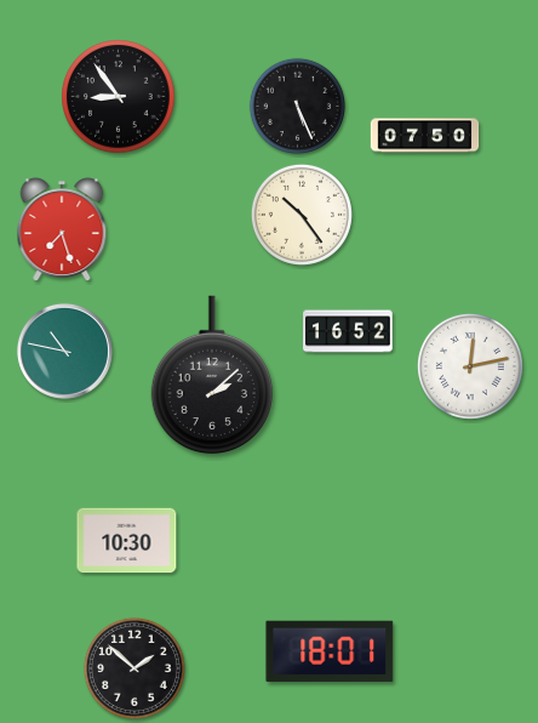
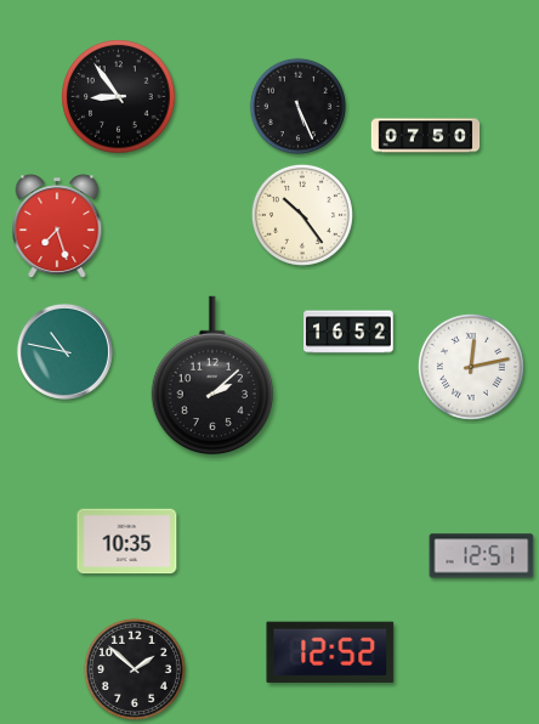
clock at (62, 229) position: (62, 229) -> (57, 226)
clock at (127, 541): 10:30 -> 10:35
clock at (482, 556): none -> 12:51
clock at (330, 651): 18:01 -> 12:52
